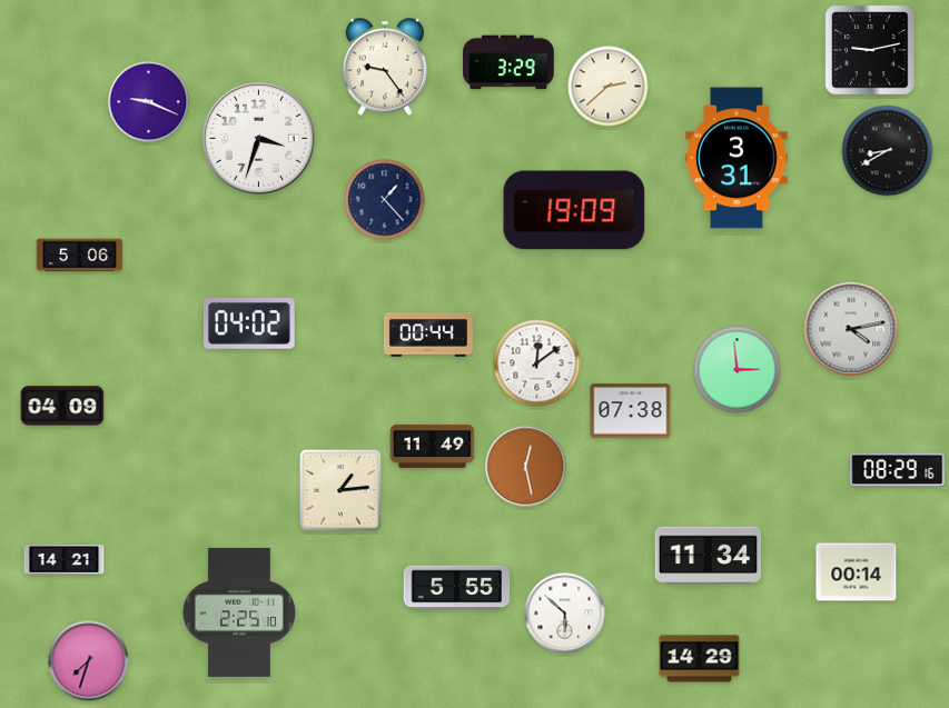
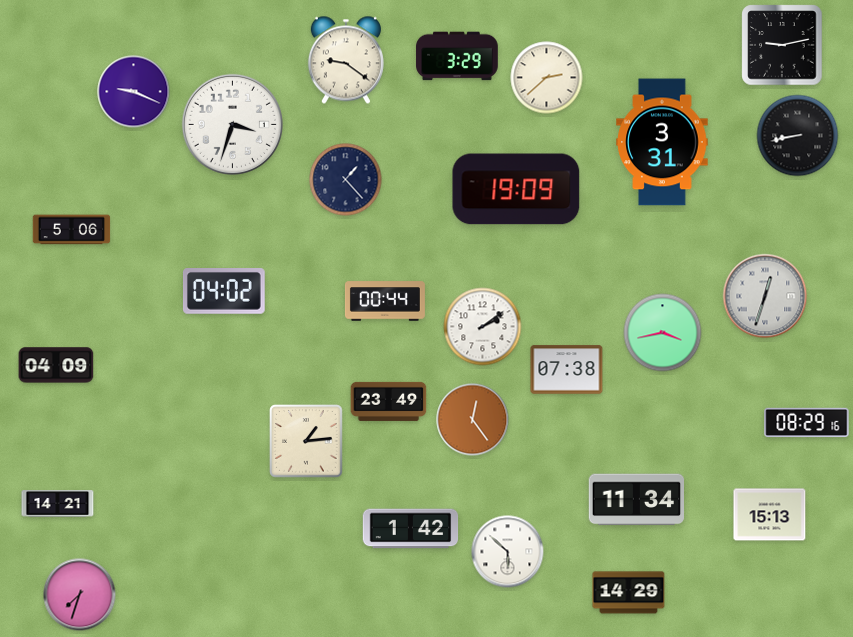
clock at (385, 67): 9:24 -> 9:21
clock at (888, 151): 8:40 -> 8:43
clock at (851, 329): 4:13 -> 12:33
clock at (537, 363): 12:09 -> 2:09
clock at (738, 370): 2:59 -> 3:43
clock at (433, 446): 11:49 -> 23:49
clock at (526, 467): 12:28 -> 12:24
clock at (857, 572): 00:14 -> 15:13
clock at (457, 588): 5:55 -> 1:42
clock at (239, 612): 2:25 -> none
